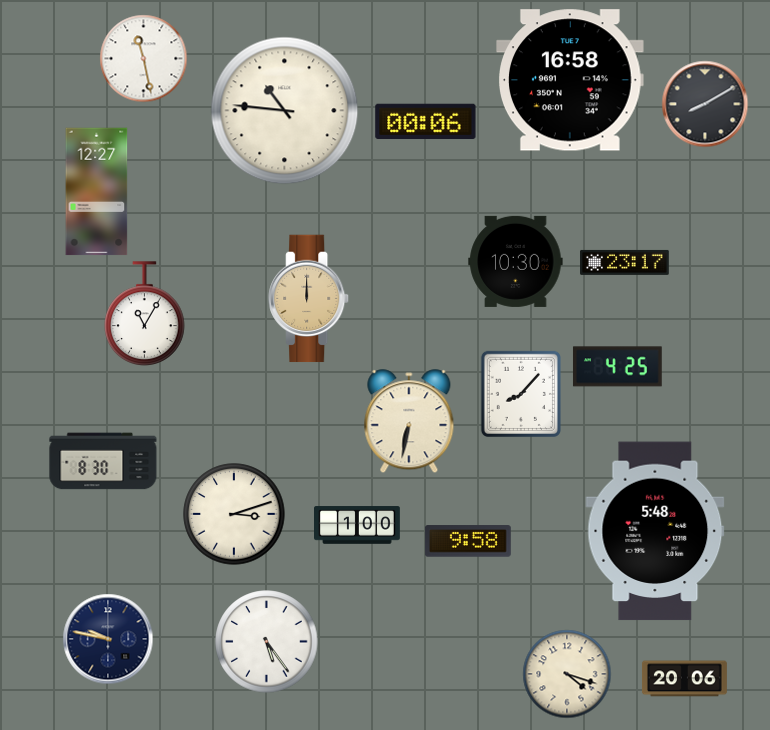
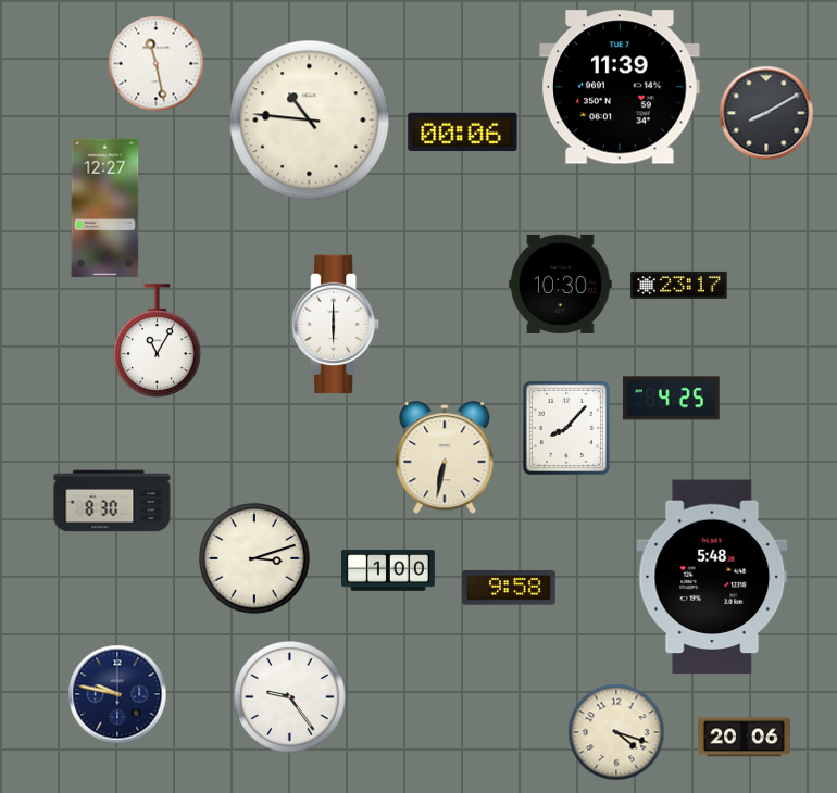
clock at (571, 80): 16:58 -> 11:39
clock at (309, 299): 12:00 -> 6:00
clock at (309, 299) dial: champagne -> white
clock at (267, 642): 5:24 -> 9:24
